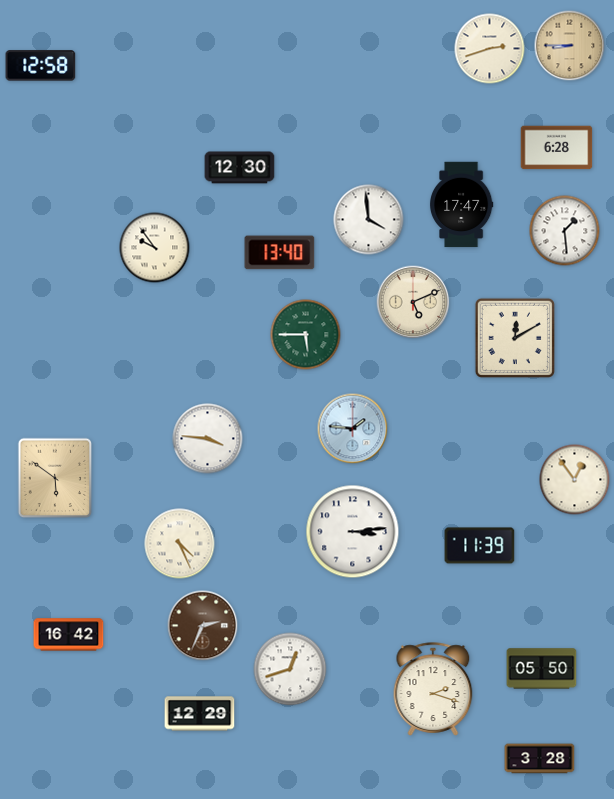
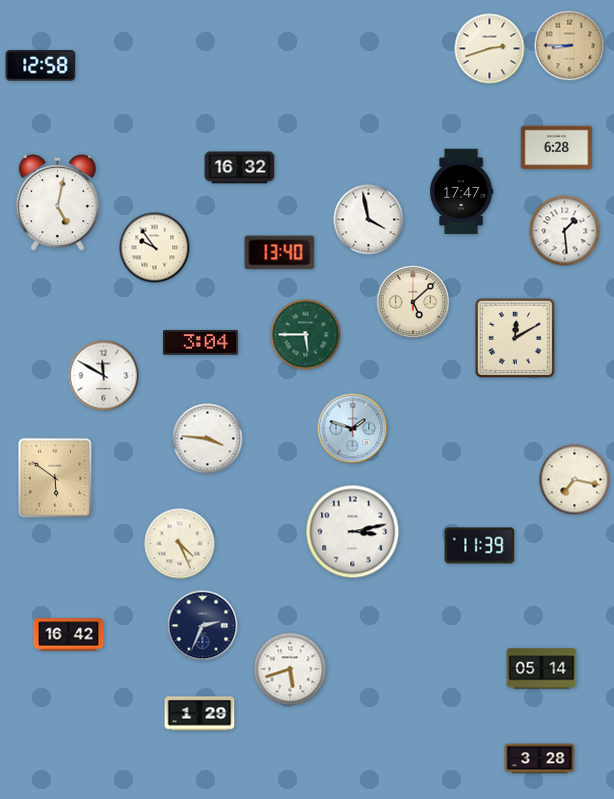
clock at (240, 168): 12:30 -> 16:32
clock at (57, 203): none -> 5:02
clock at (461, 205) position: (461, 205) -> (461, 192)
clock at (369, 220): 3:59 -> 3:58
clock at (413, 302): 5:11 -> 5:08
clock at (200, 343): none -> 3:04
clock at (104, 376): none -> 11:50
clock at (353, 429): 1:46 -> 1:48
clock at (575, 480): 12:54 -> 7:17
clock at (353, 532): 3:14 -> 3:13
clock at (203, 626) dial: brown -> navy
clock at (290, 669): 12:42 -> 5:42
clock at (542, 669): 05:50 -> 05:14
clock at (433, 689): 2:18 -> none
clock at (200, 714): 12:29 -> 1:29
